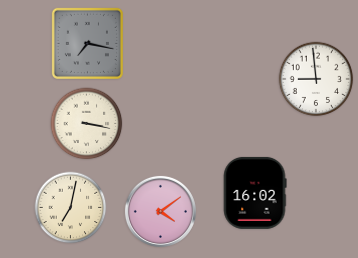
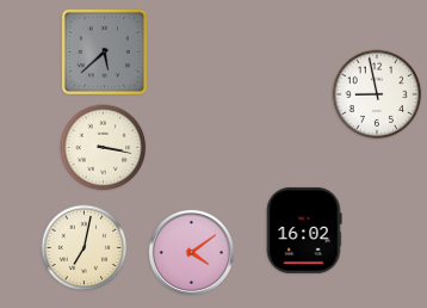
clock at (87, 43): 7:17 -> 5:38
clock at (316, 79): 8:59 -> 8:58
